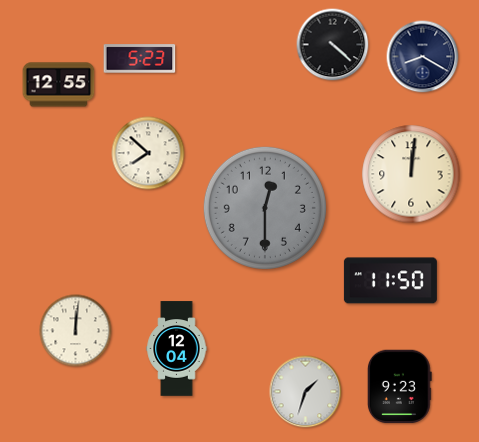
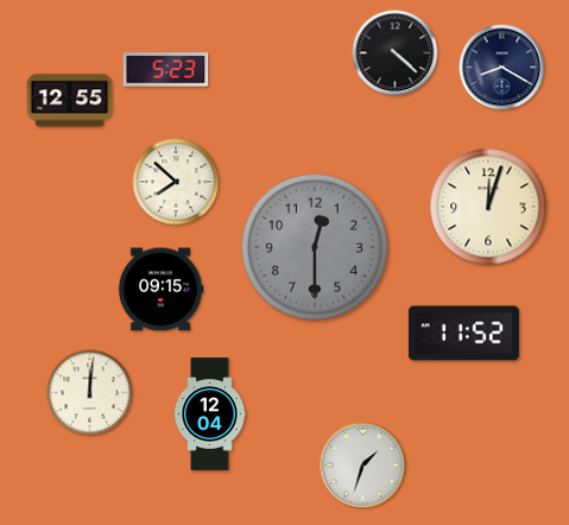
clock at (411, 174): 12:01 -> 12:03
clock at (160, 290): none -> 09:15
clock at (390, 281): 11:50 -> 11:52
clock at (399, 387): 9:23 -> none
